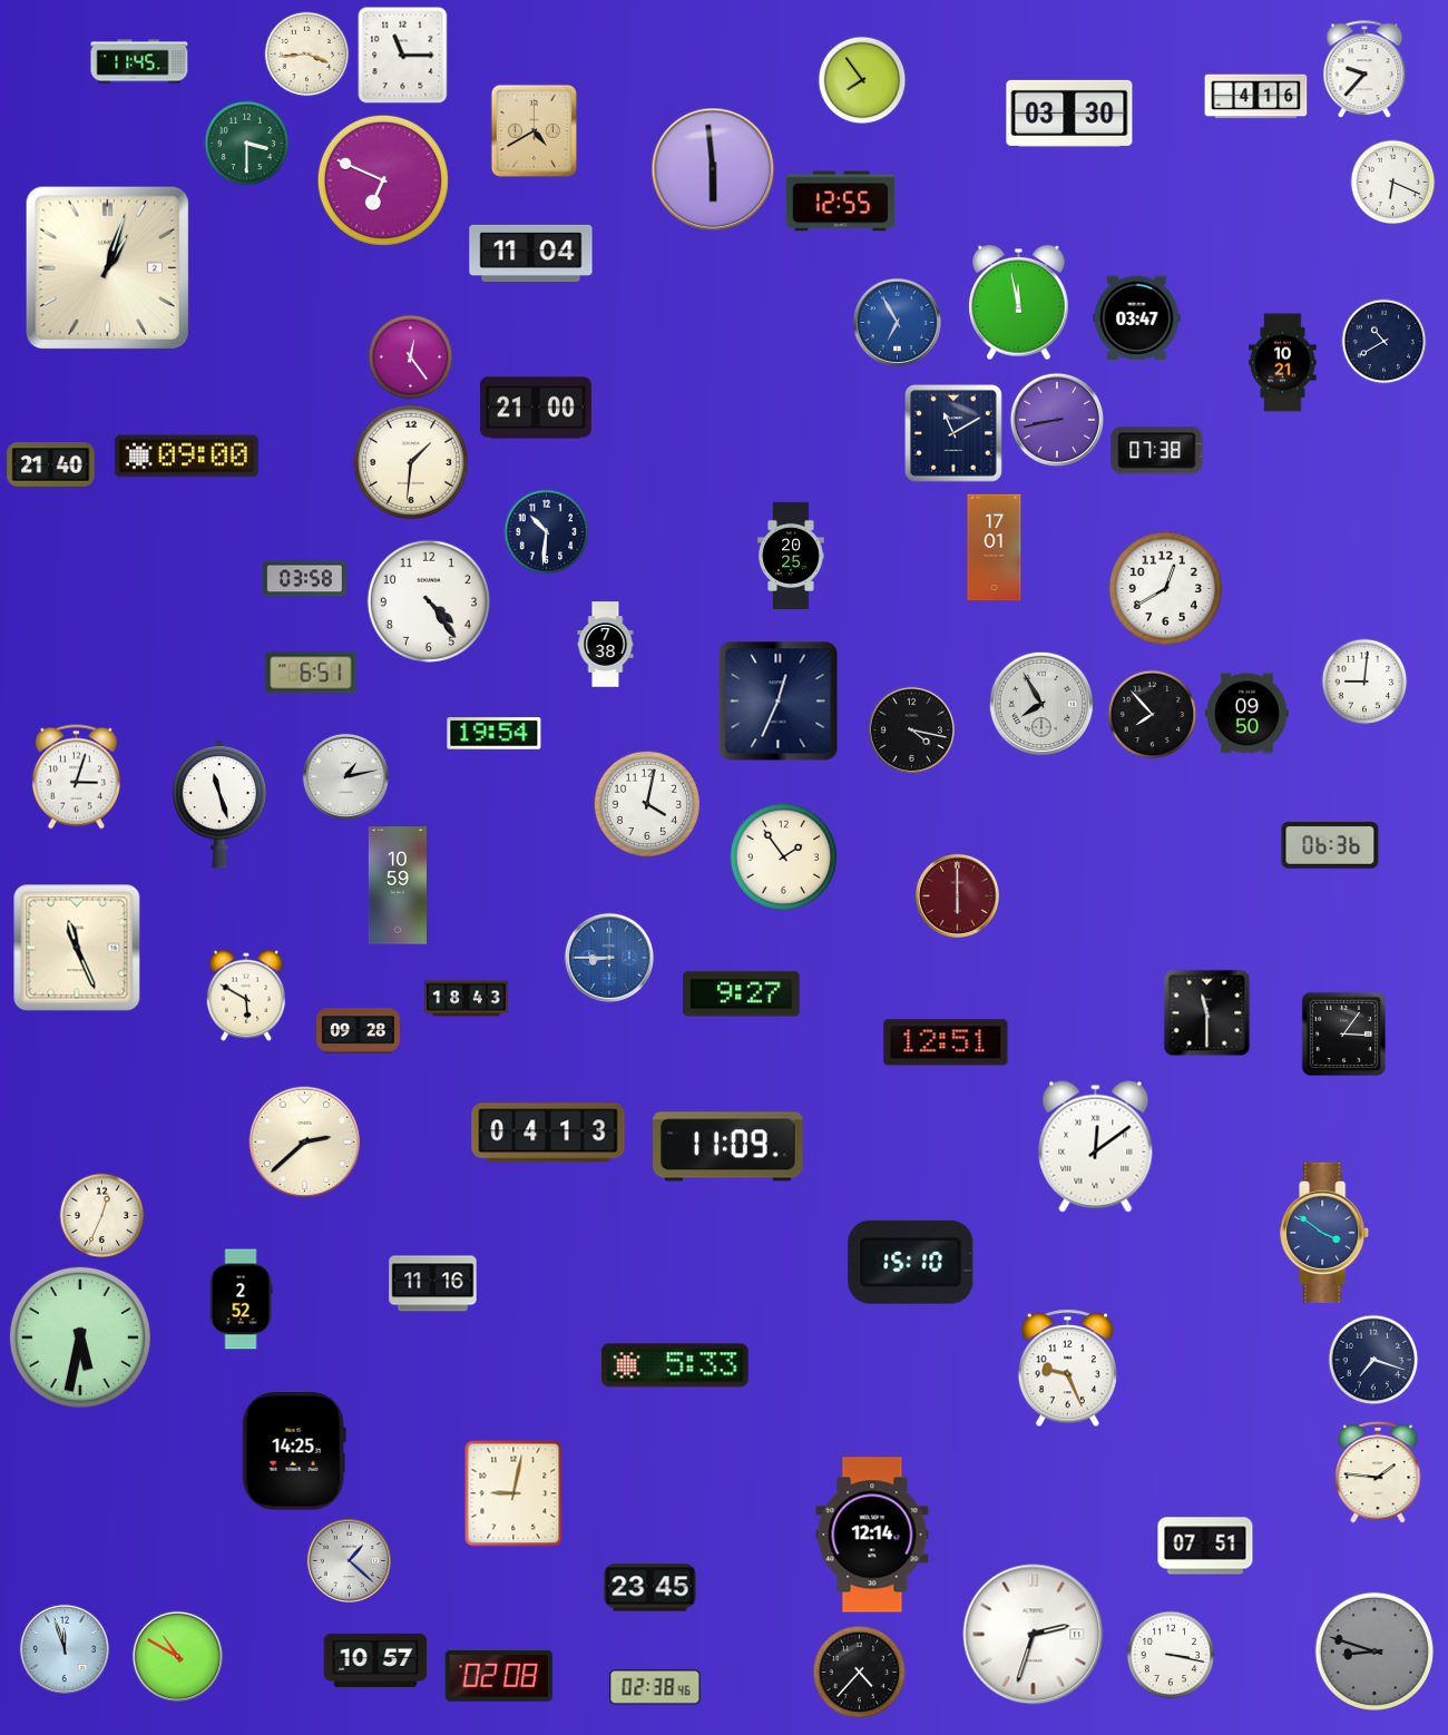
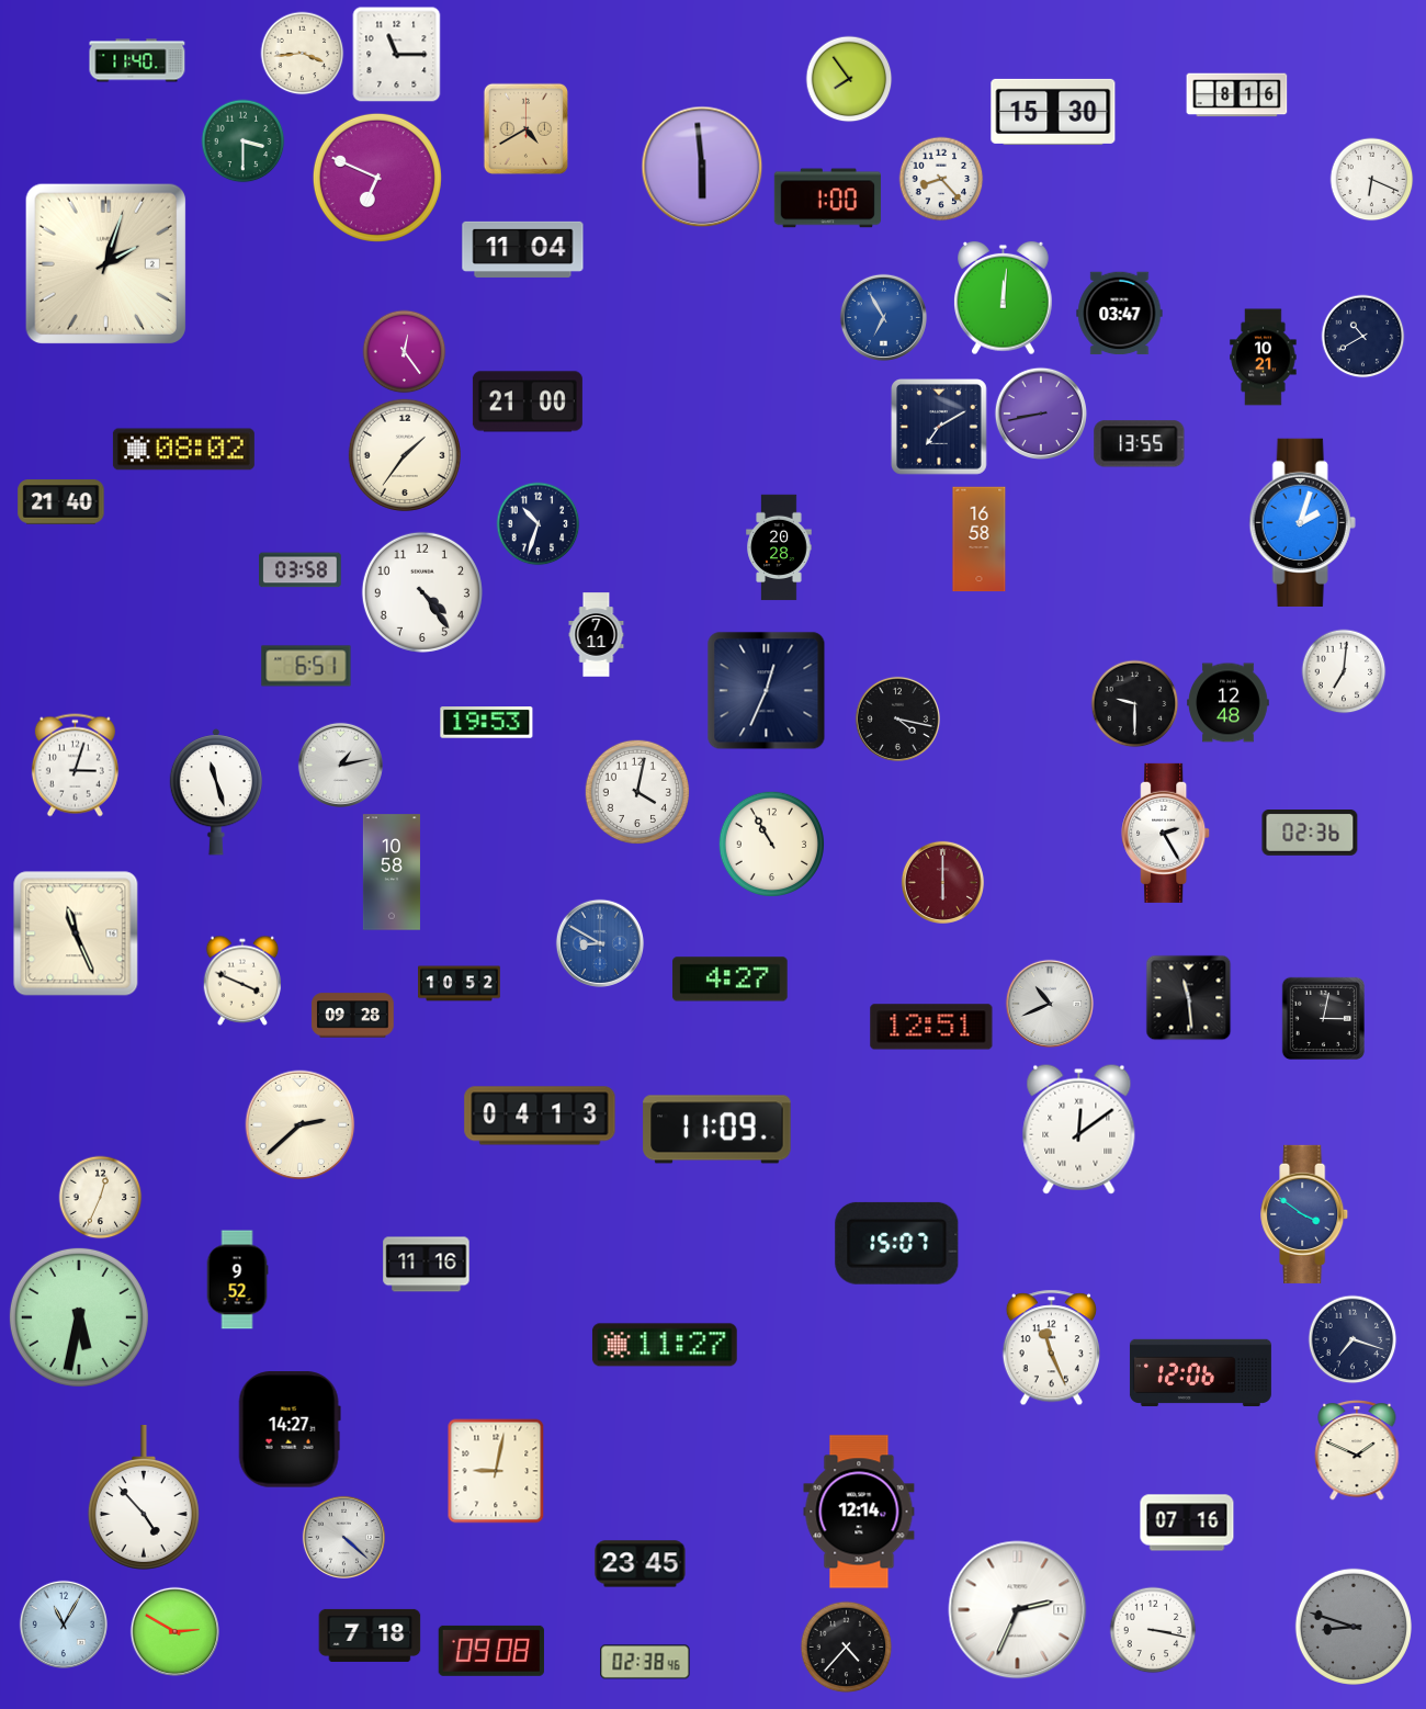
clock at (139, 61): 11:45 -> 11:40
clock at (1364, 70): 9:37 -> none
clock at (1256, 97): 4:16 -> 8:16
clock at (1069, 114): 03:30 -> 15:30
clock at (941, 179): none -> 8:23
clock at (840, 202): 12:55 -> 1:00
clock at (107, 267): 1:03 -> 2:03
clock at (1019, 303): 11:58 -> 12:01
clock at (955, 434): 11:10 -> 7:10
clock at (1157, 451): 07:38 -> 13:55
clock at (186, 457): 09:00 -> 08:02
clock at (411, 462): 1:31 -> 1:36
clock at (51, 465) position: (51, 465) -> (61, 502)
clock at (1302, 522): none -> 2:03
clock at (547, 532): 10:31 -> 10:33
clock at (995, 548): 17:01 -> 16:58
clock at (791, 556): 20:25 -> 20:28
clock at (1165, 588): 12:40 -> none
clock at (606, 645): 7:38 -> 7:11
clock at (311, 673) position: (311, 673) -> (306, 666)
clock at (1364, 682): 9:01 -> 7:01
clock at (1041, 704): 7:55 -> none
clock at (1248, 714): 09:50 -> 12:48
clock at (1153, 715): 7:53 -> 9:30
clock at (495, 734): 19:54 -> 19:53
clock at (1166, 833): none -> 2:25
clock at (1330, 846): 06:36 -> 02:36
clock at (784, 857): 1:54 -> 10:55
clock at (398, 885): 10:59 -> 10:58
clock at (608, 957): 8:45 -> 8:50
clock at (742, 994): 9:27 -> 4:27
clock at (246, 996): 5:50 -> 3:49
clock at (467, 999): 18:43 -> 10:52
clock at (1207, 1013): 11:30 -> 11:29
clock at (1049, 1003): none -> 10:41
clock at (1343, 1033): 3:06 -> 3:02
clock at (911, 1262): 15:10 -> 15:07
clock at (241, 1300): 2:52 -> 9:52
clock at (675, 1365): 5:33 -> 11:27
clock at (1067, 1369): 9:26 -> 11:26
clock at (1200, 1372): none -> 12:06
clock at (294, 1451): 14:25 -> 14:27
clock at (1378, 1472): 1:46 -> 1:49
clock at (513, 1493) position: (513, 1493) -> (496, 1471)
clock at (144, 1498): none -> 4:53
clock at (1205, 1546): 07:51 -> 07:16
clock at (349, 1560): 1:22 -> 4:22
clock at (1034, 1635): 2:33 -> 2:34
clock at (63, 1648): 11:57 -> 11:05
clock at (177, 1656): 10:50 -> 2:50
clock at (375, 1660): 10:57 -> 7:18
clock at (499, 1676): 02:08 -> 09:08
